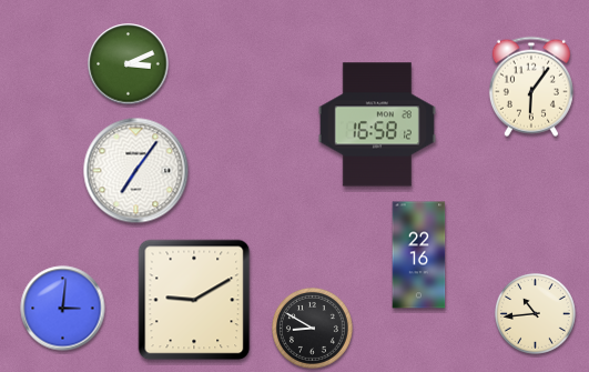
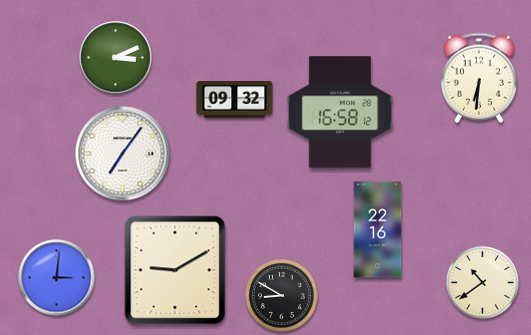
clock at (531, 87): 6:06 -> 6:31
clock at (235, 99): none -> 09:32
clock at (535, 313): 10:44 -> 10:39
